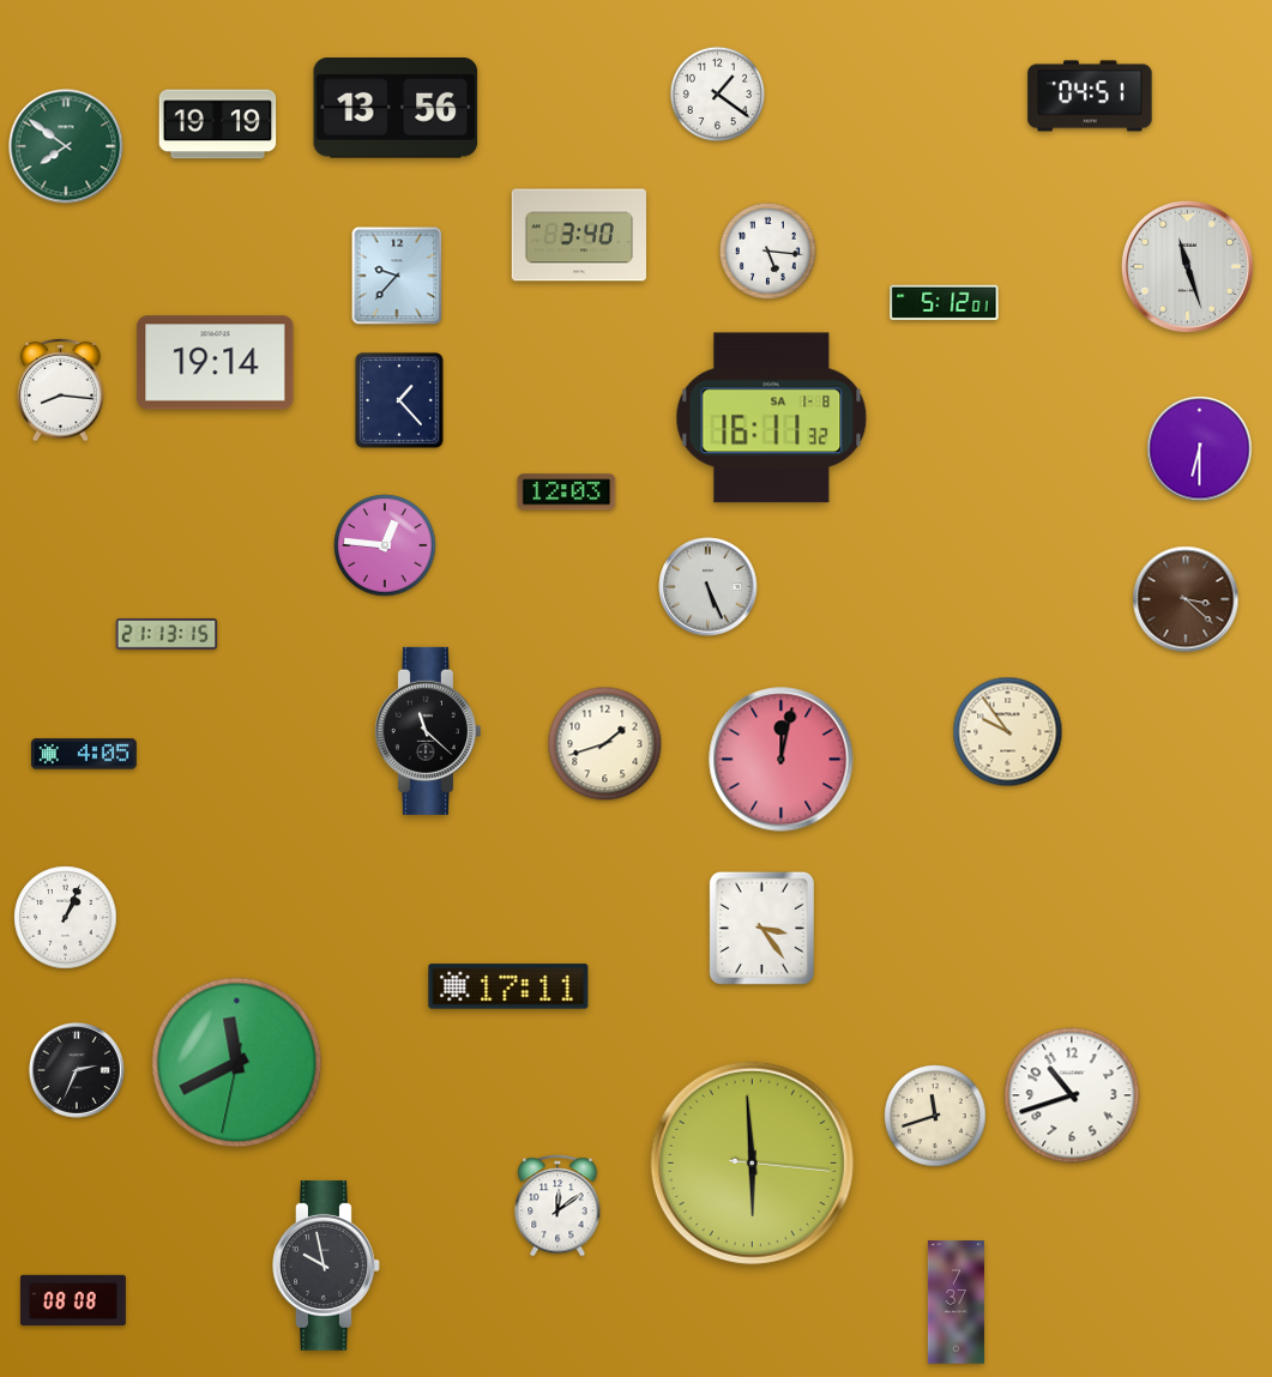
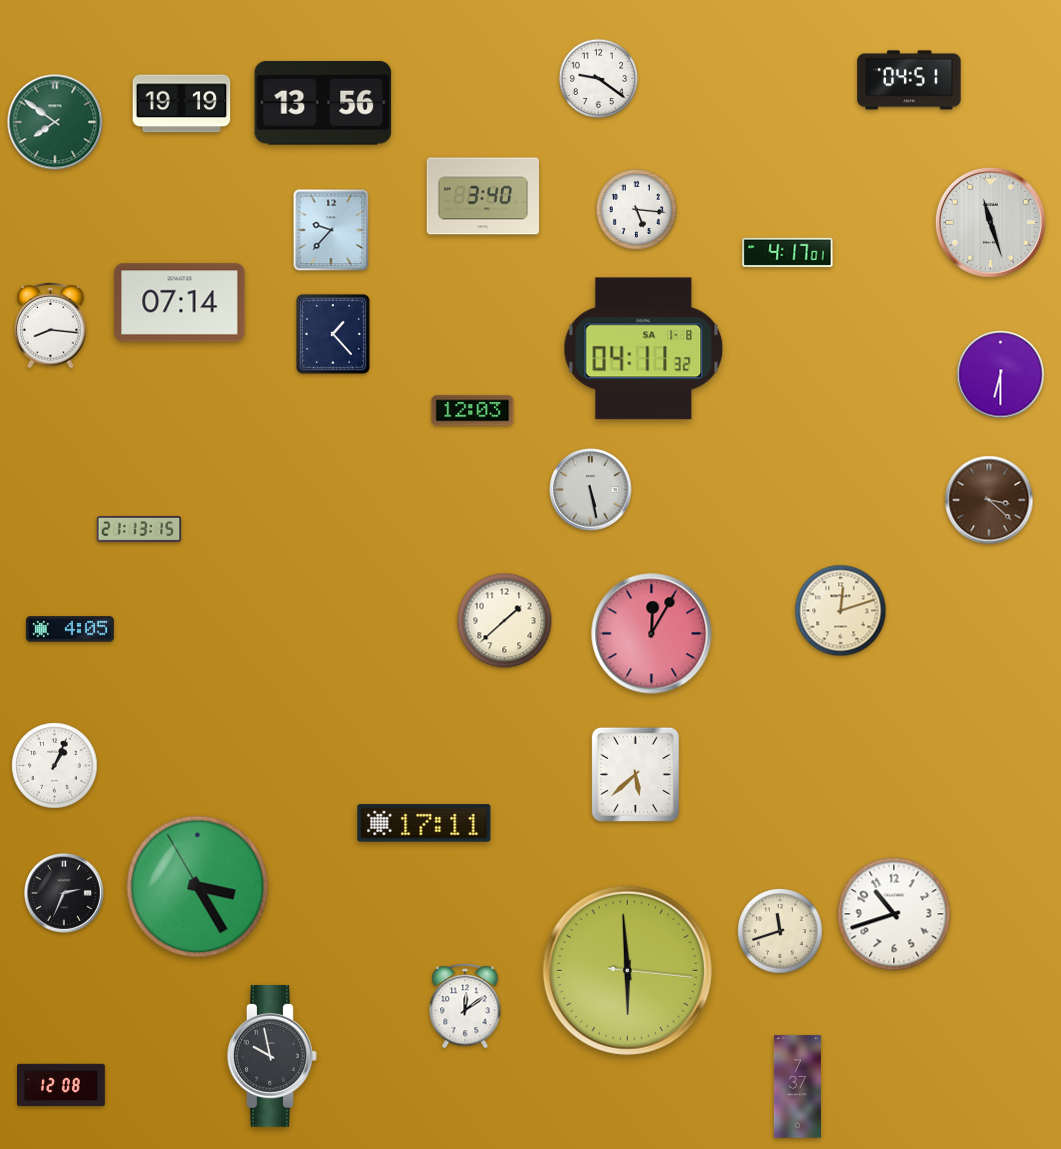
clock at (717, 93): 1:21 -> 9:21
clock at (396, 109) position: (396, 109) -> (323, 104)
clock at (767, 250) position: (767, 250) -> (636, 209)
clock at (945, 302): 5:12 -> 4:17
clock at (216, 363): 19:14 -> 07:14
clock at (772, 418): 16:11 -> 04:11
clock at (385, 545): 12:46 -> none
clock at (709, 587): 5:26 -> 5:28
clock at (427, 731): 11:22 -> none
clock at (1008, 732): 9:54 -> 12:12
clock at (605, 744): 1:42 -> 1:38
clock at (782, 760): 12:02 -> 12:05
clock at (761, 928): 3:24 -> 5:38
clock at (237, 1063): 11:40 -> 3:24
clock at (74, 1300): 08:08 -> 12:08
